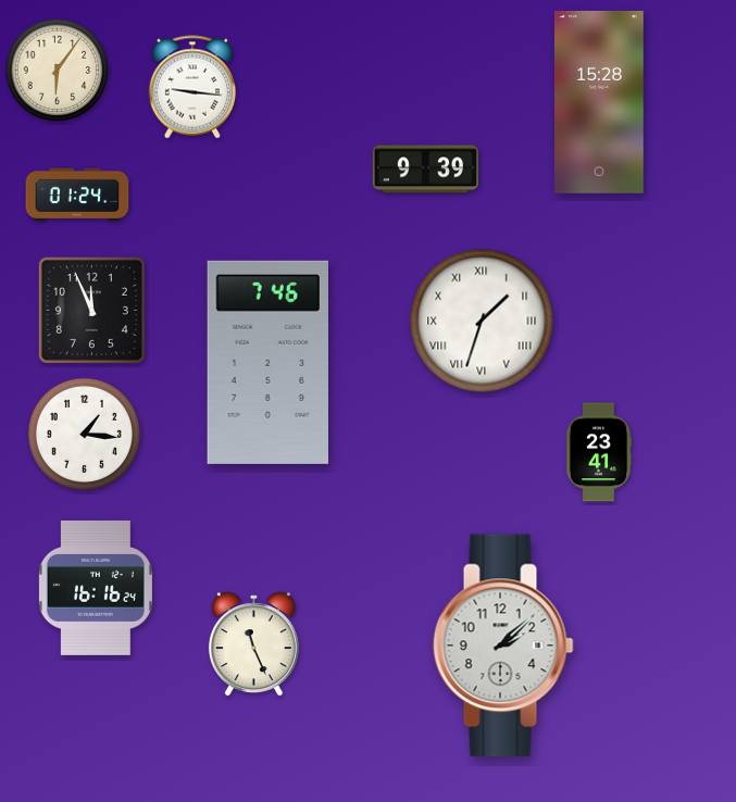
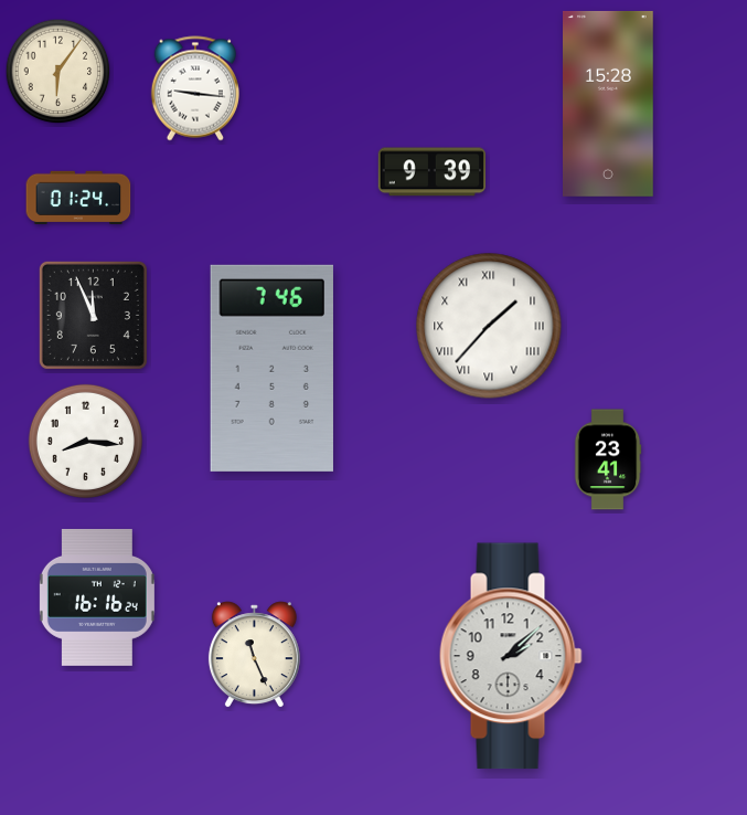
clock at (482, 321): 1:33 -> 1:37
clock at (84, 434): 1:16 -> 8:16
clock at (253, 644) position: (253, 644) -> (254, 655)
